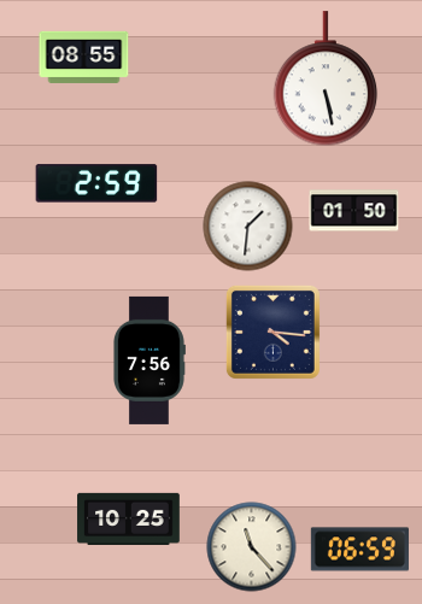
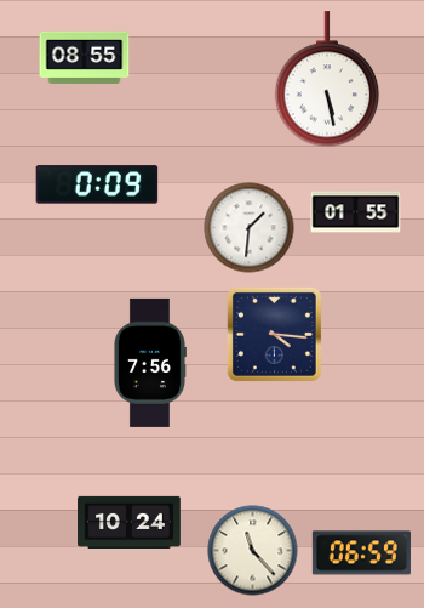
clock at (96, 183): 2:59 -> 0:09
clock at (354, 211): 01:50 -> 01:55
clock at (129, 518): 10:25 -> 10:24
